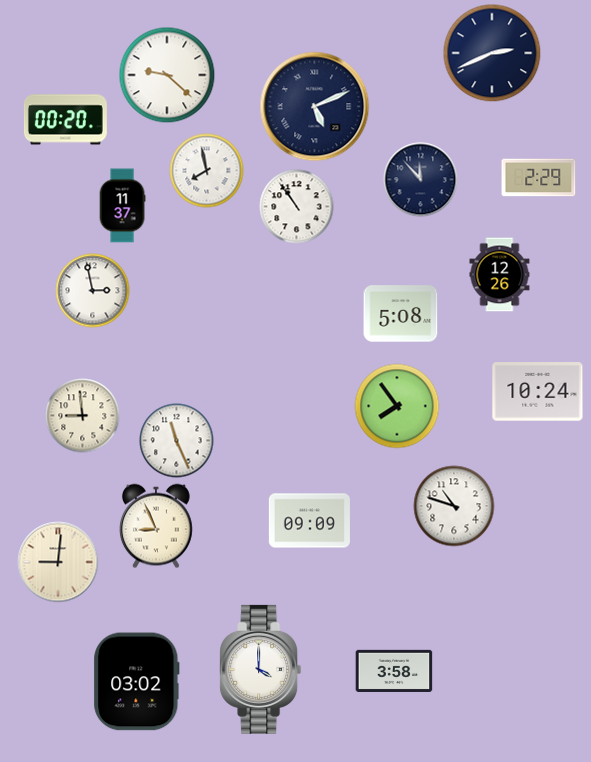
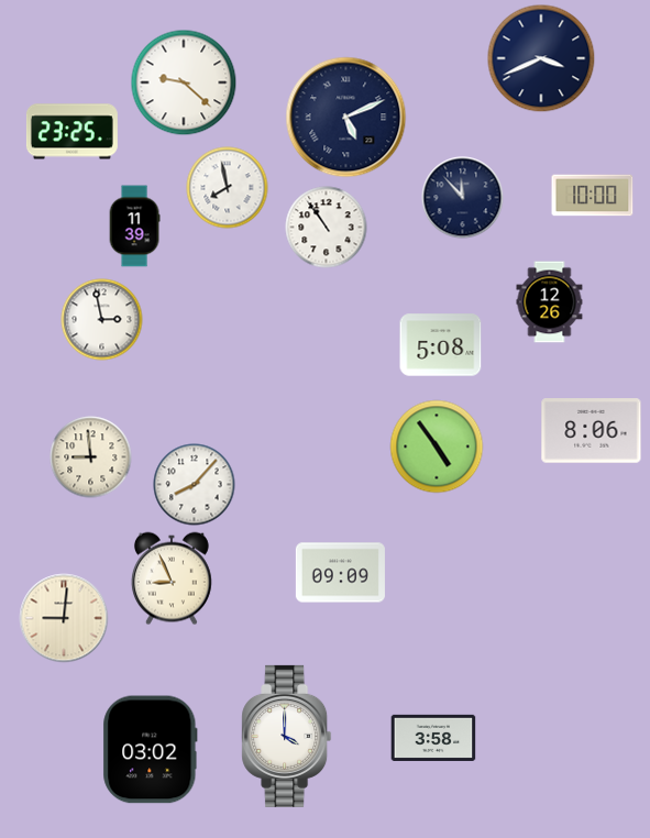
clock at (492, 53): 2:41 -> 3:41
clock at (65, 120): 00:20 -> 23:25
clock at (539, 178): 2:29 -> 10:00
clock at (122, 206): 11:37 -> 11:39
clock at (538, 392): 10:24 -> 8:06
clock at (397, 406): 7:54 -> 4:54
clock at (177, 441): 11:26 -> 8:07
clock at (454, 506): 10:48 -> none
